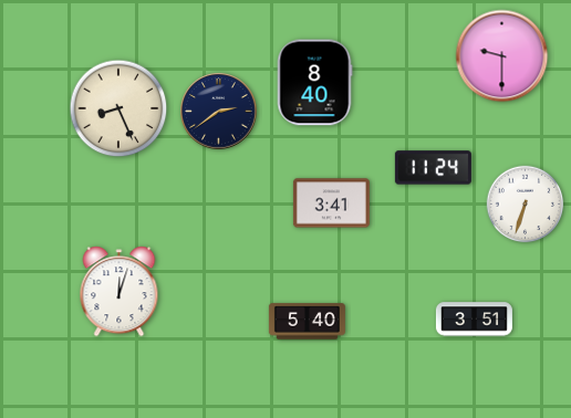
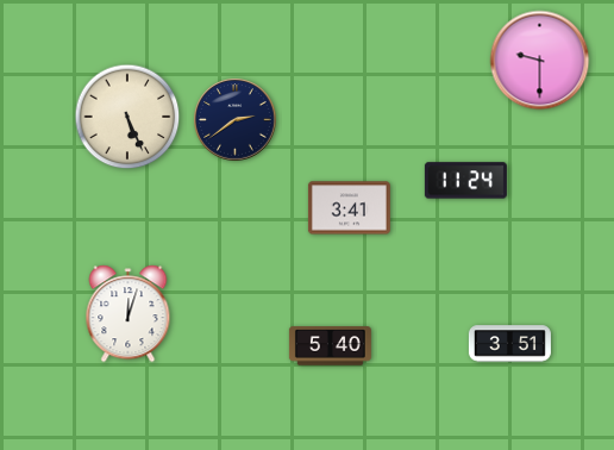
clock at (314, 83): 8:40 -> none
clock at (118, 108): 8:26 -> 5:26
clock at (331, 203) position: (331, 203) -> (349, 208)
clock at (526, 205): 6:33 -> none
